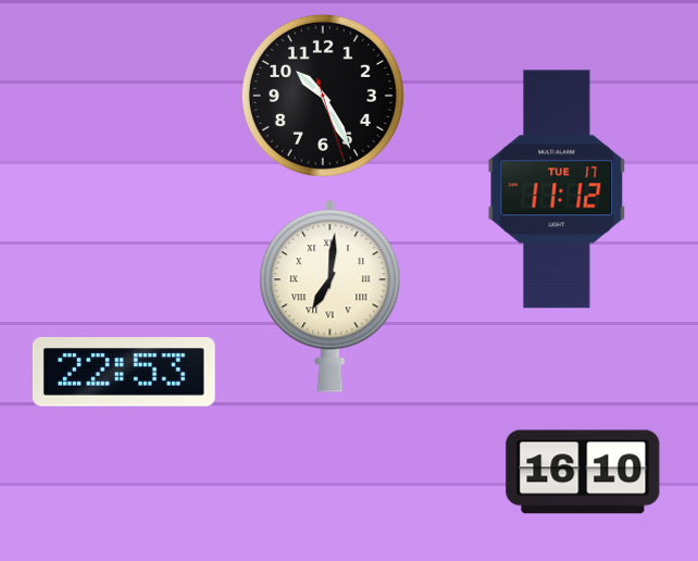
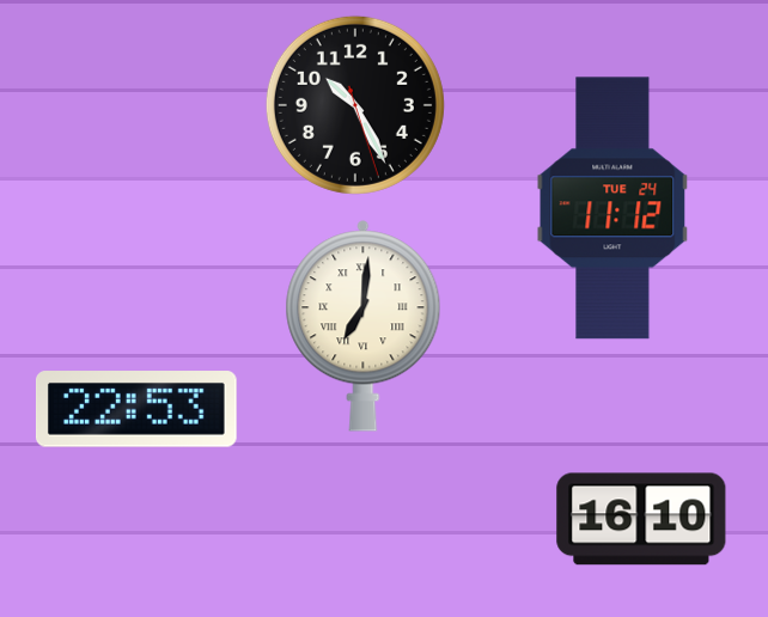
clock at (557, 189) date: TUE 17 -> TUE 24
